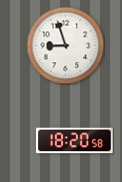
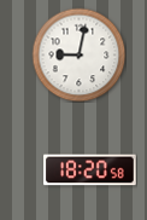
clock at (65, 45): 8:57 -> 9:02
